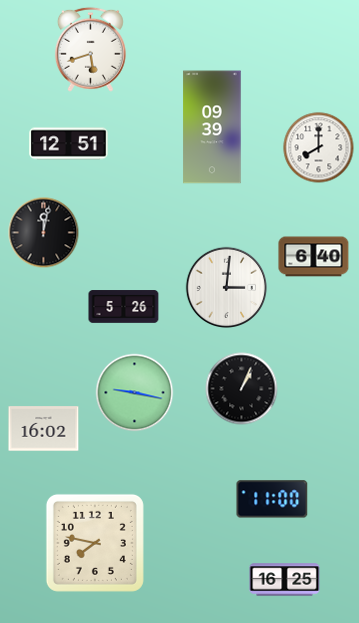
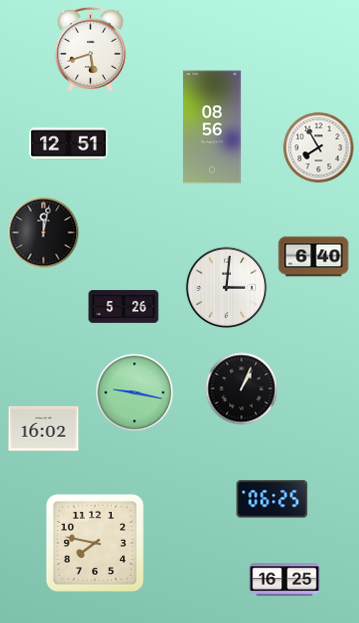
clock at (212, 127): 09:39 -> 08:56
clock at (319, 148): 8:00 -> 7:55
clock at (272, 499): 11:00 -> 06:25
